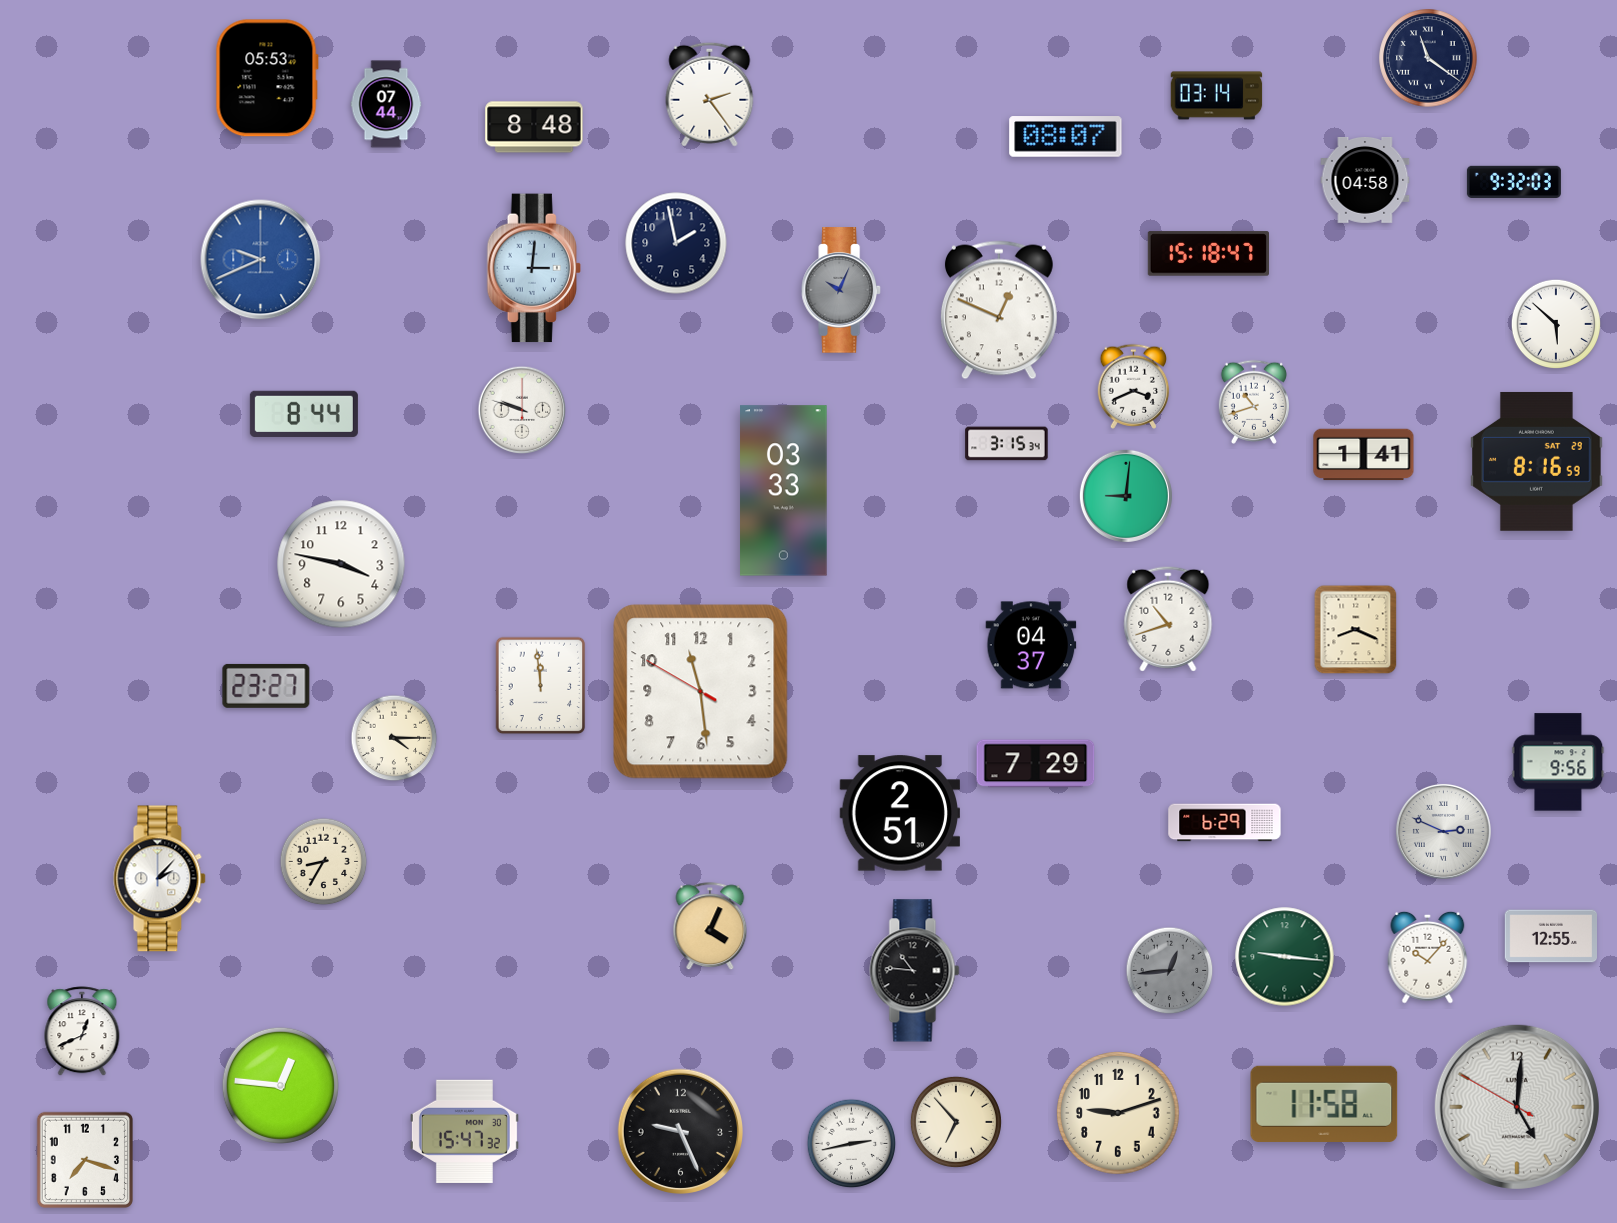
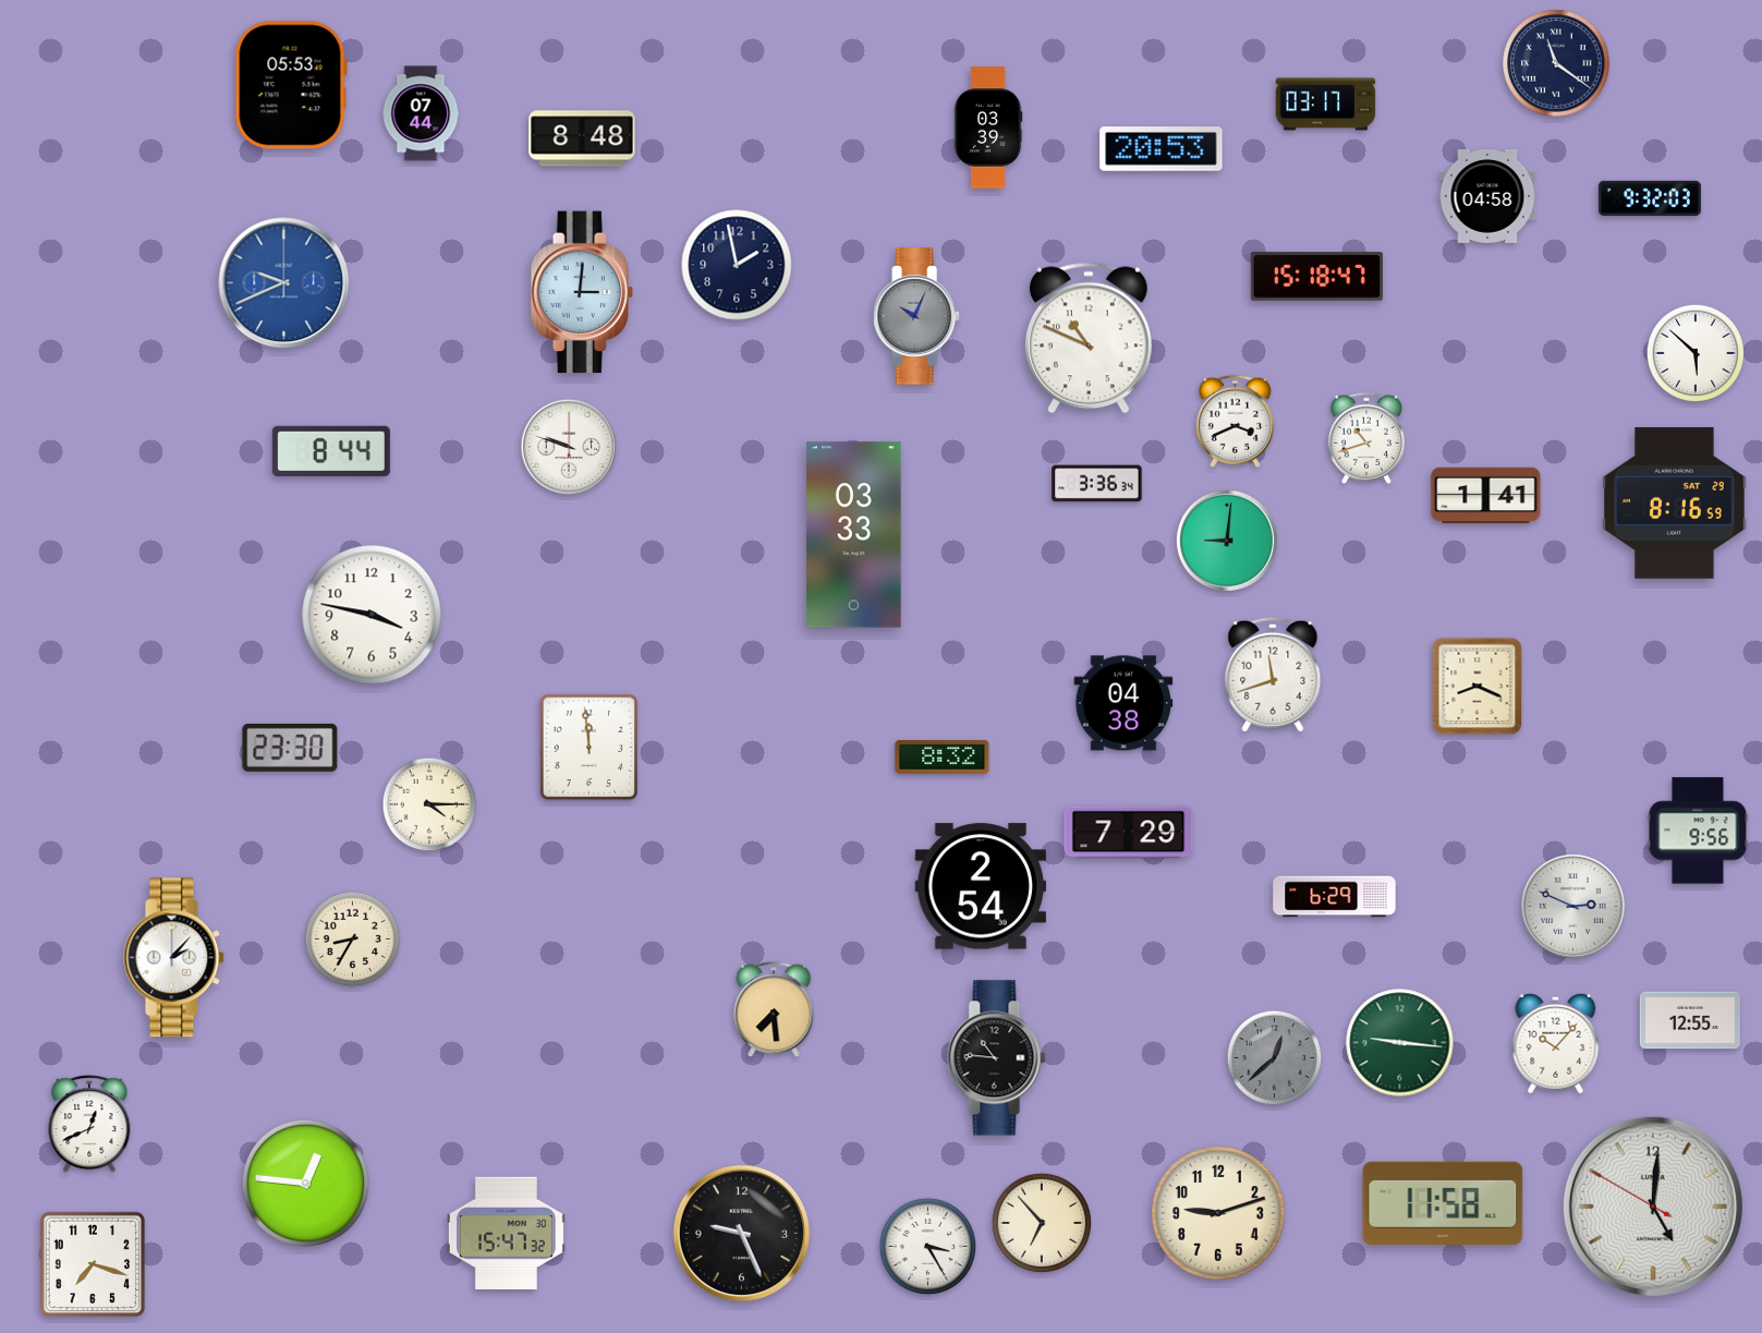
clock at (710, 94): 2:24 -> none
clock at (1217, 96): 03:14 -> 03:17
clock at (988, 128): none -> 03:39
clock at (1066, 137): 08:07 -> 20:53
clock at (999, 310): 12:49 -> 10:49
clock at (1007, 444): 3:15 -> 3:36
clock at (1168, 619): 10:42 -> 11:42
clock at (1031, 645): 04:37 -> 04:38
clock at (266, 686): 23:27 -> 23:30
clock at (701, 692): 11:28 -> none
clock at (943, 756): none -> 8:32
clock at (899, 813): 2:51 -> 2:54
clock at (710, 927): 4:04 -> 7:29
clock at (1170, 971): 12:44 -> 12:38
clock at (852, 1144): 2:43 -> 3:25
